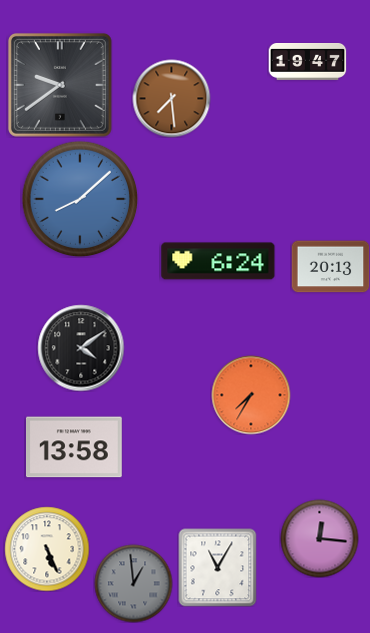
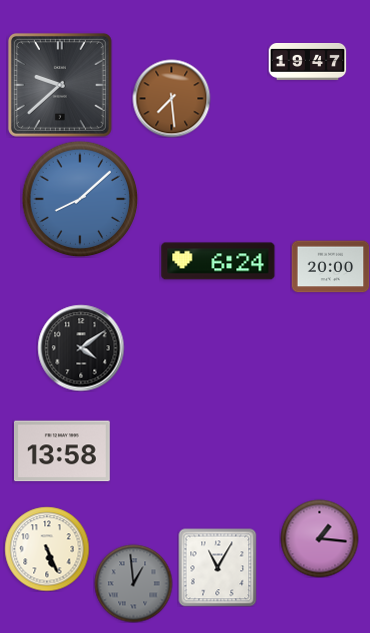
clock at (60, 85): 9:39 -> 9:38
clock at (330, 267): 20:13 -> 20:00
clock at (251, 395): 7:35 -> none
clock at (75, 447) position: (75, 447) -> (63, 451)
clock at (319, 538): 12:16 -> 1:16
